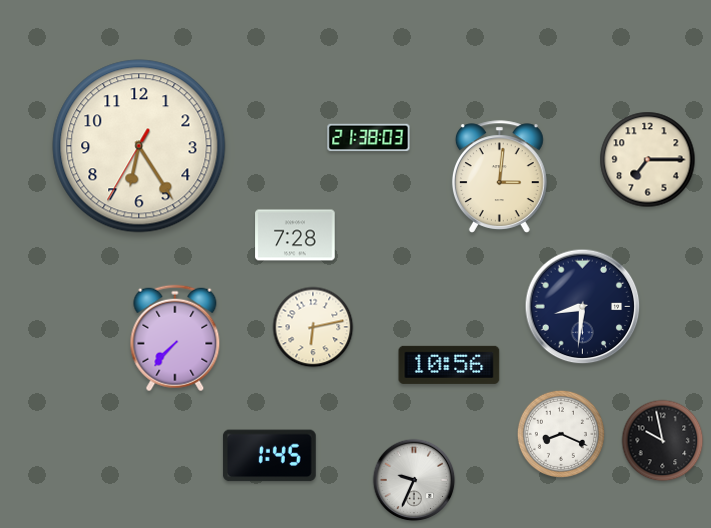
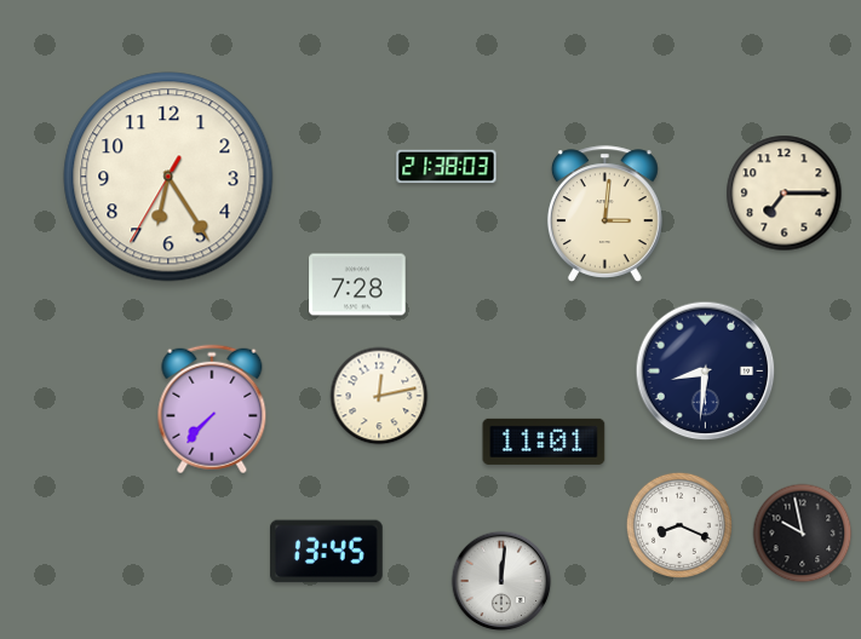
clock at (313, 327): 6:13 -> 12:13
clock at (449, 365): 10:56 -> 11:01
clock at (269, 456): 1:45 -> 13:45
clock at (414, 480): 9:34 -> 12:01
